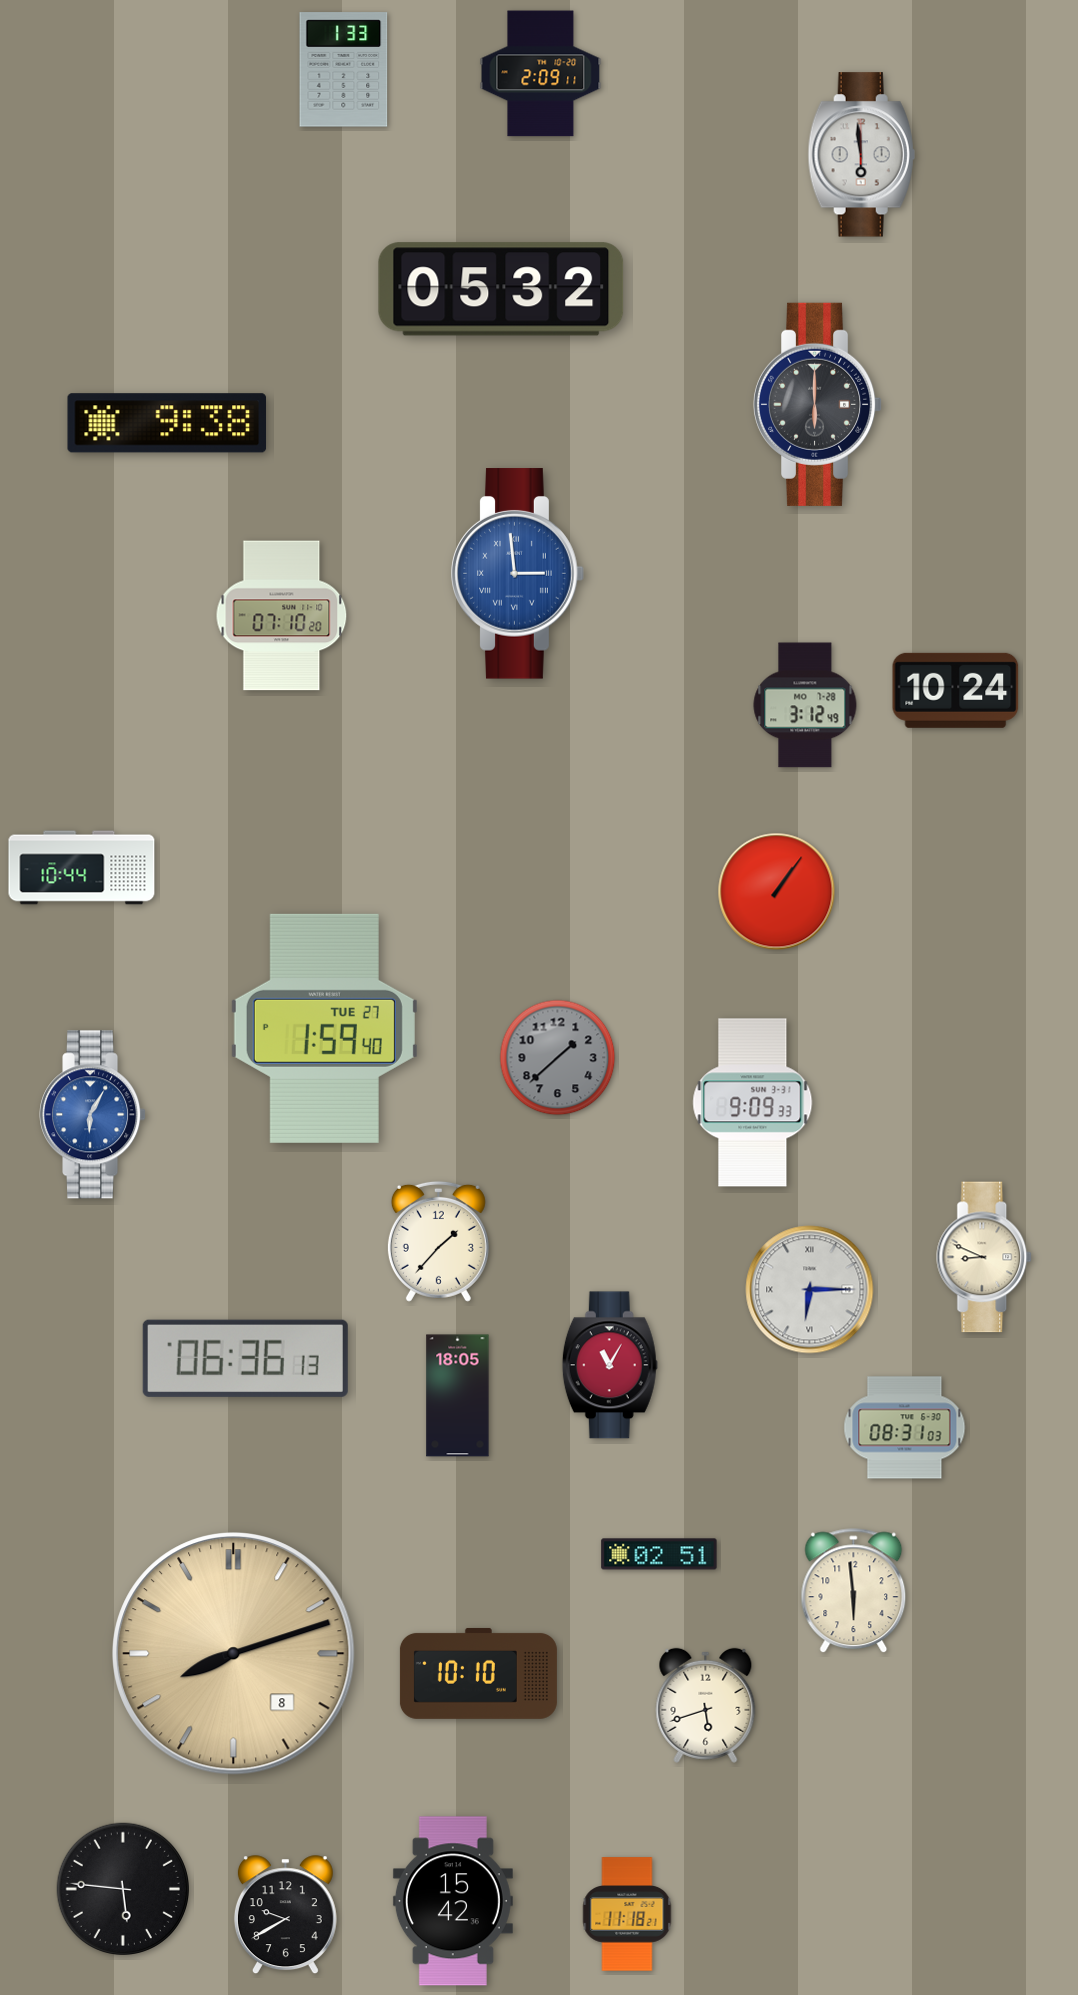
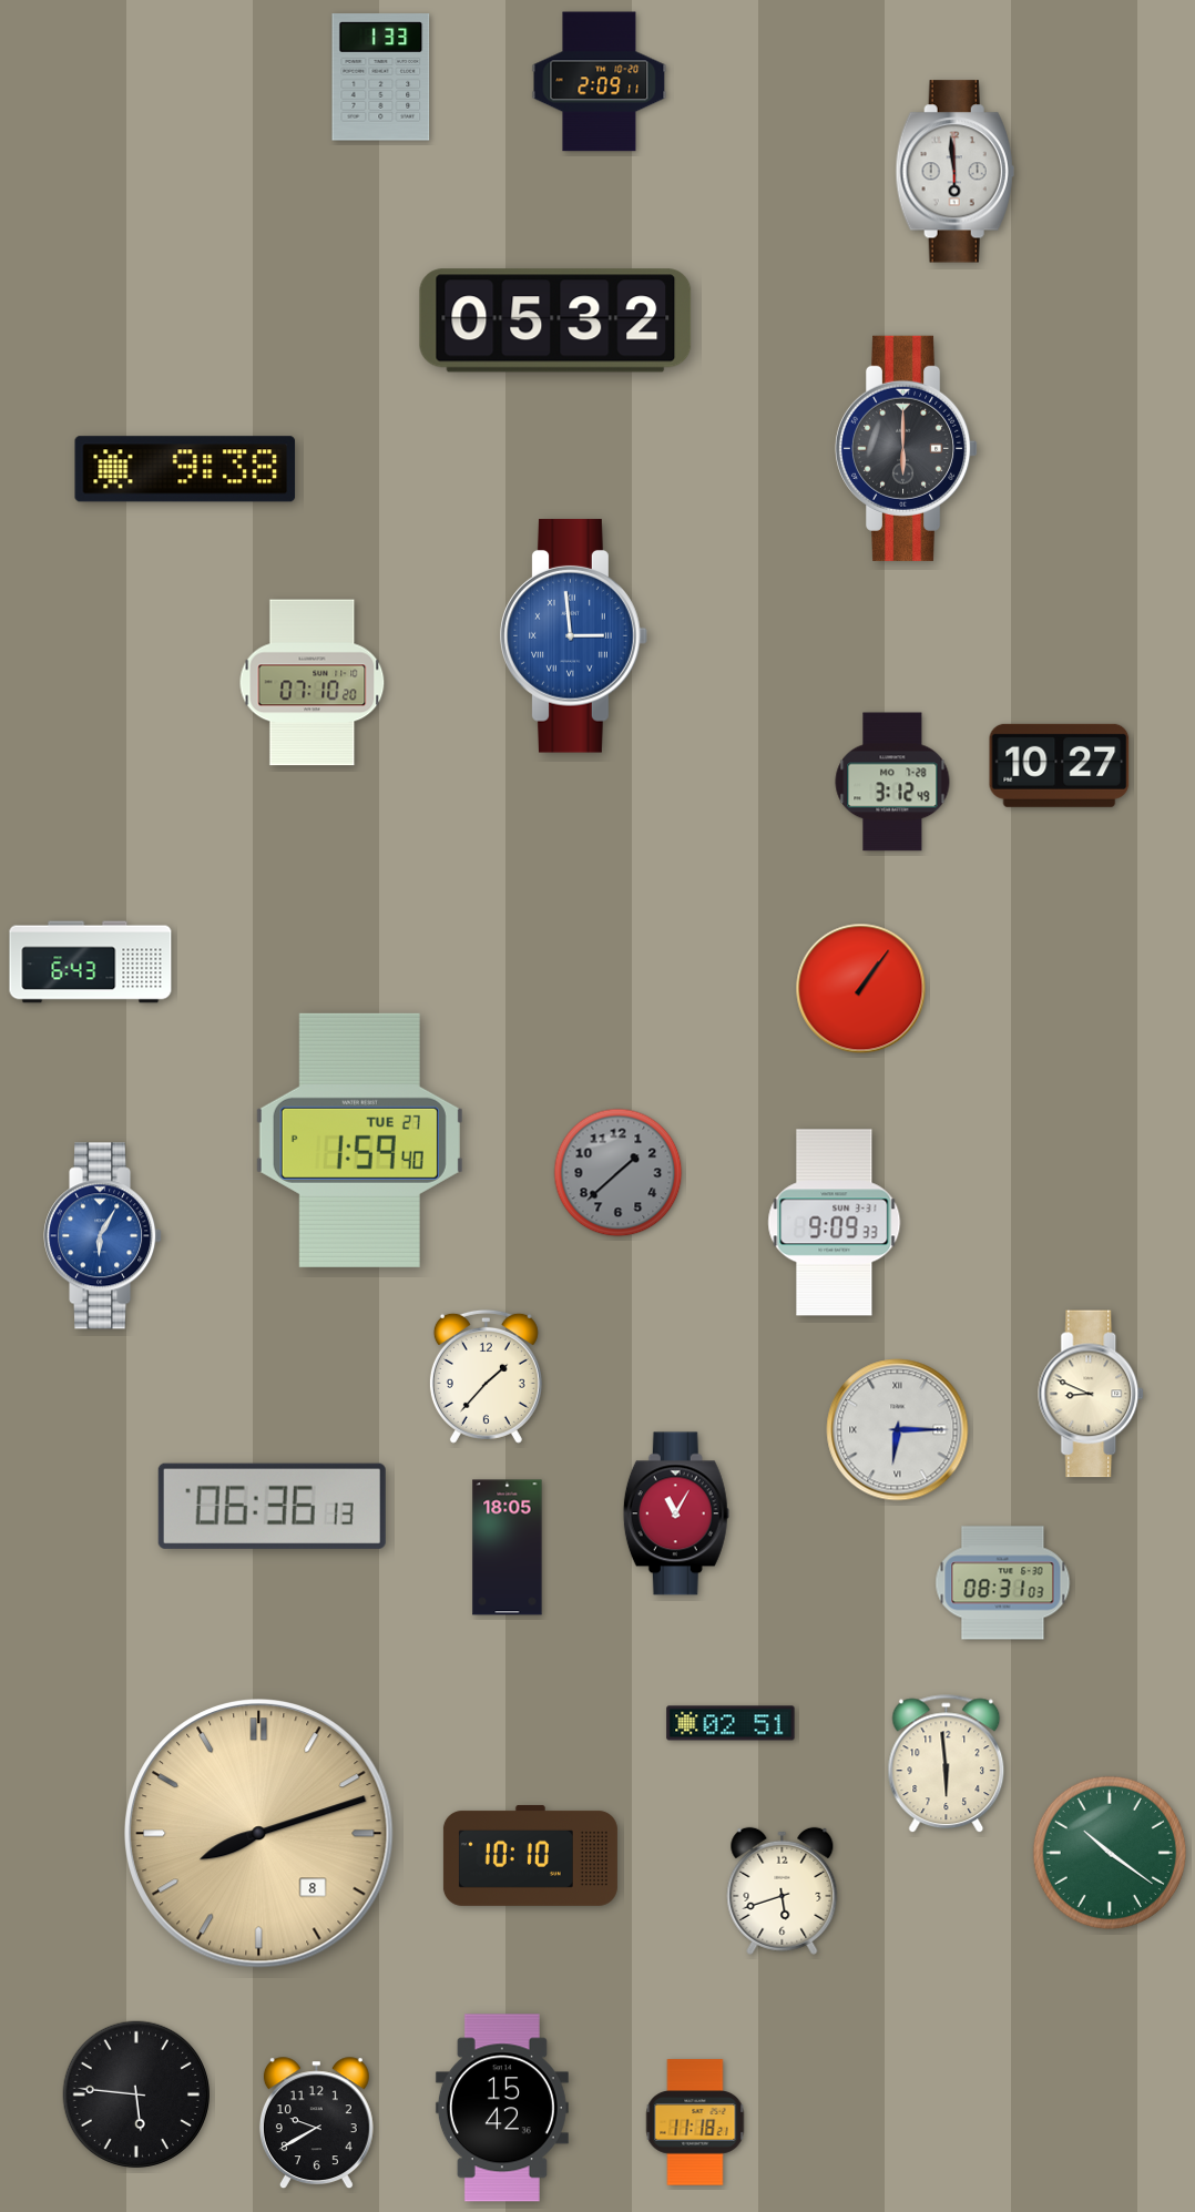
clock at (956, 690): 10:24 -> 10:27
clock at (82, 868): 10:44 -> 6:43
clock at (1110, 1853): none -> 10:21
